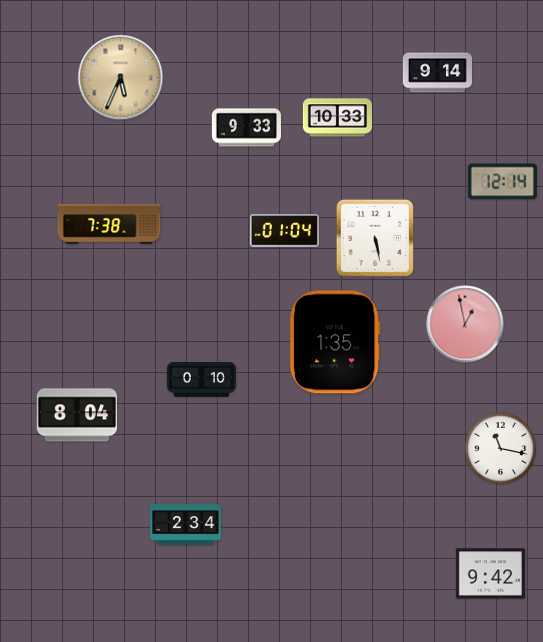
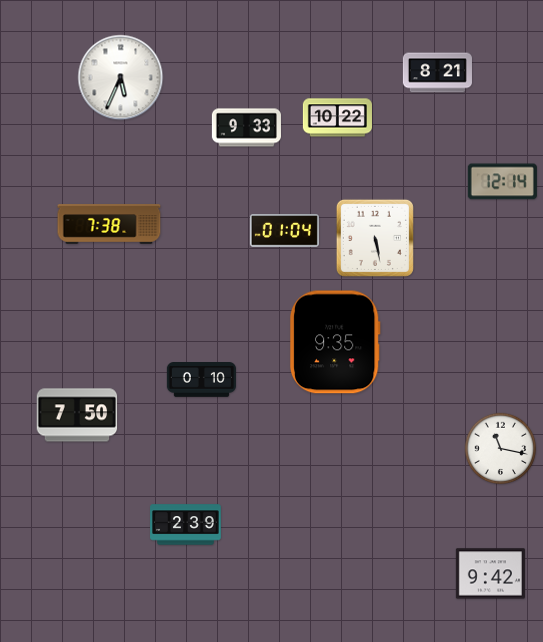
clock at (437, 73): 9:14 -> 8:21
clock at (121, 78) dial: champagne -> white
clock at (337, 118): 10:33 -> 10:22
clock at (465, 324): 12:58 -> none
clock at (335, 342): 1:35 -> 9:35
clock at (77, 415): 8:04 -> 7:50
clock at (186, 525): 2:34 -> 2:39
